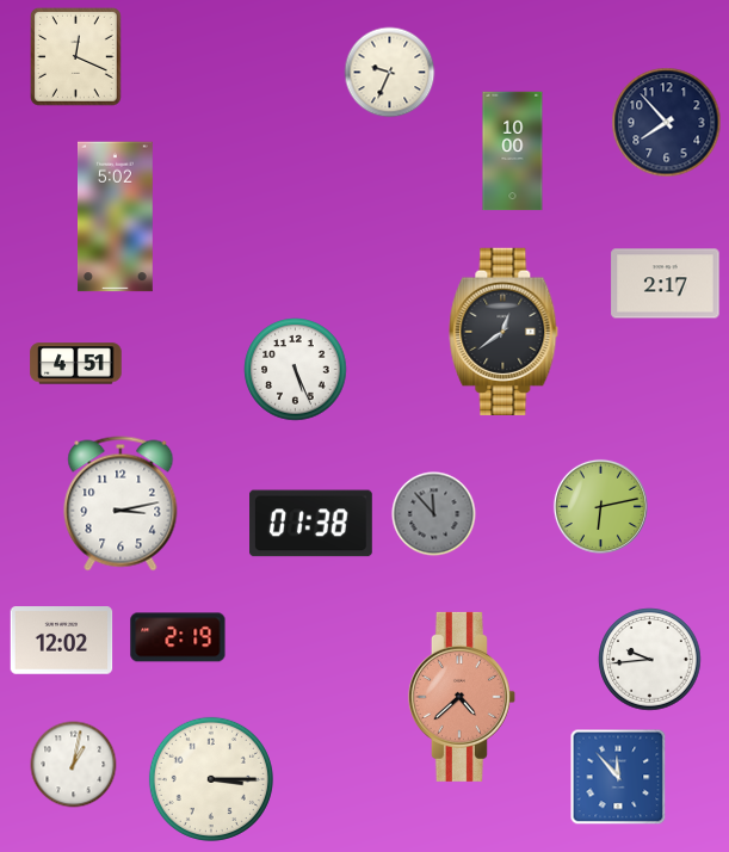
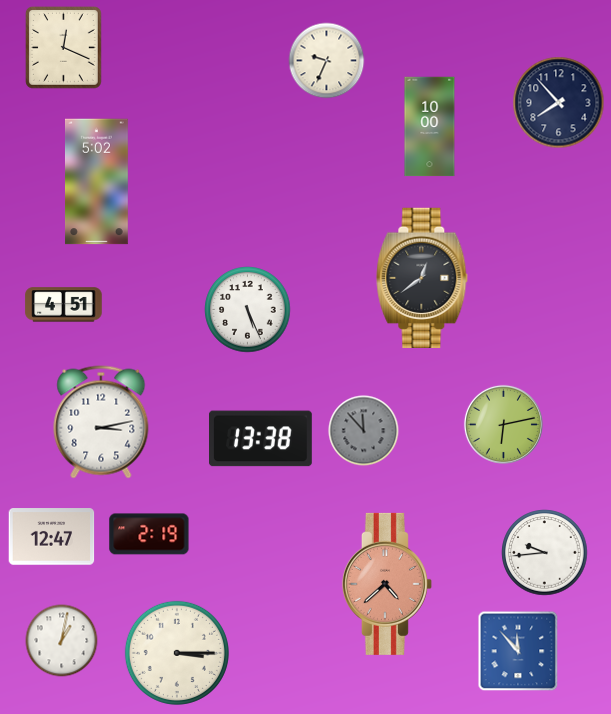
clock at (666, 284): 2:17 -> none
clock at (311, 524): 01:38 -> 13:38
clock at (62, 641): 12:02 -> 12:47
